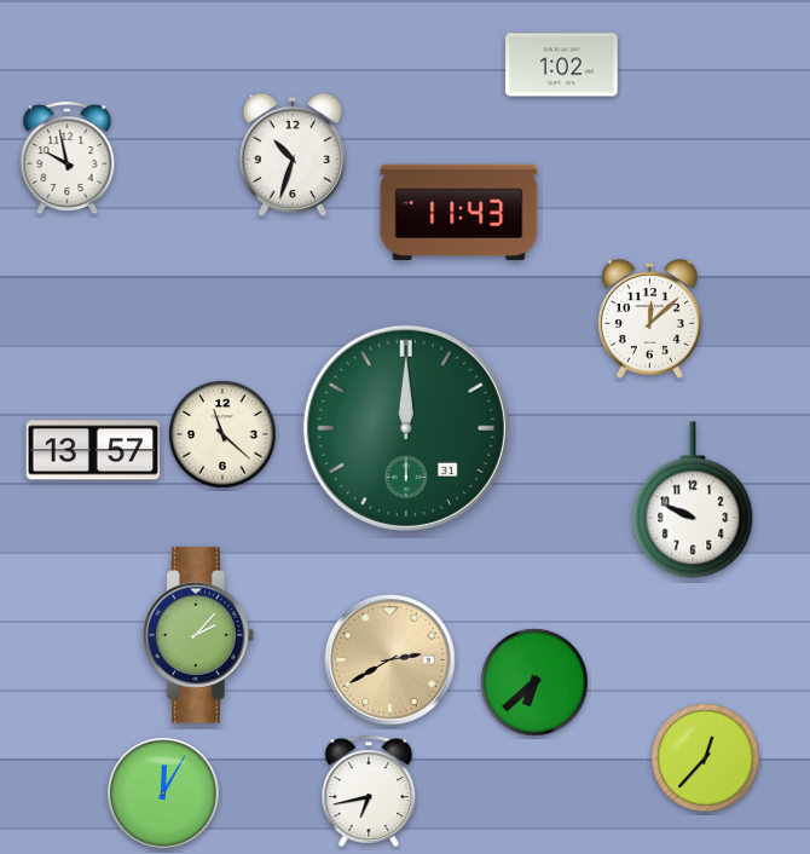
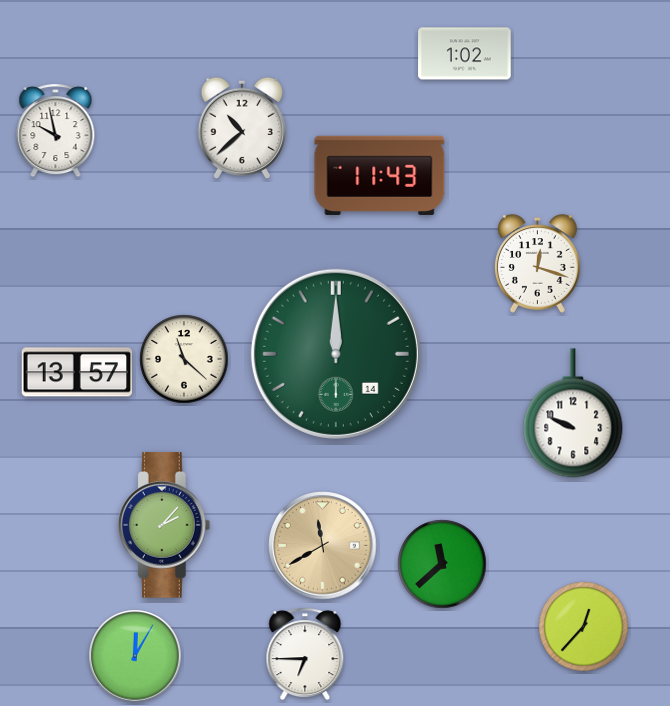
clock at (293, 154): 10:33 -> 10:38
clock at (649, 319): 12:08 -> 12:18
clock at (406, 428) date: 31 -> 14
clock at (390, 660): 2:40 -> 11:40
clock at (534, 682): 6:38 -> 11:38
clock at (369, 791): 6:43 -> 6:45
